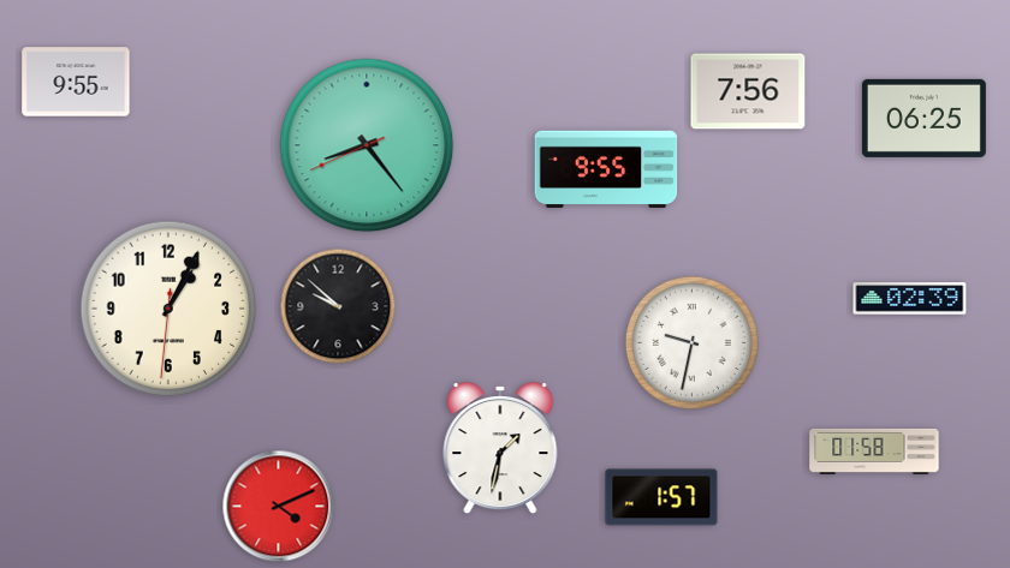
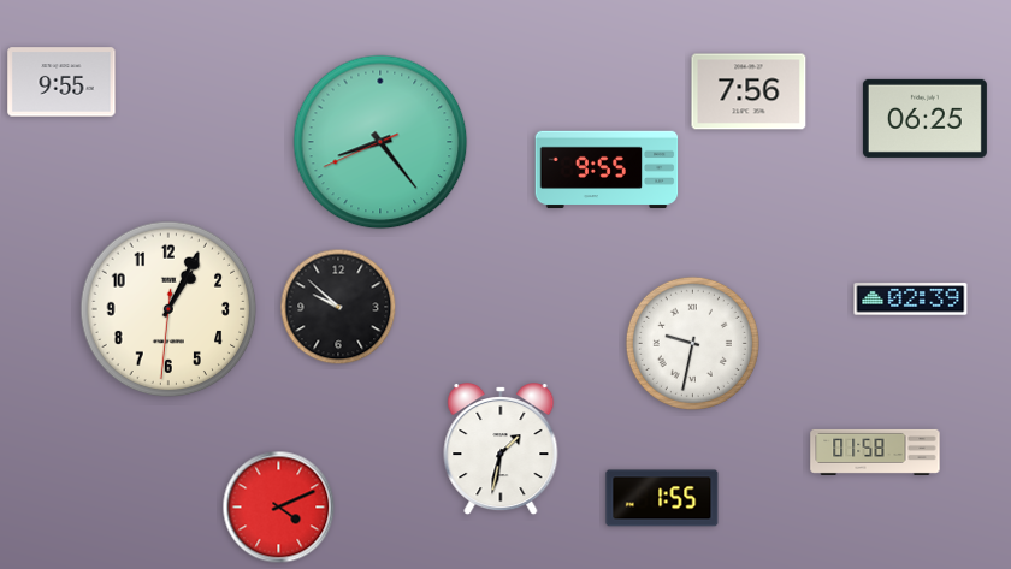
clock at (76, 82) position: (76, 82) -> (61, 82)
clock at (367, 145) position: (367, 145) -> (380, 142)
clock at (661, 497): 1:57 -> 1:55
